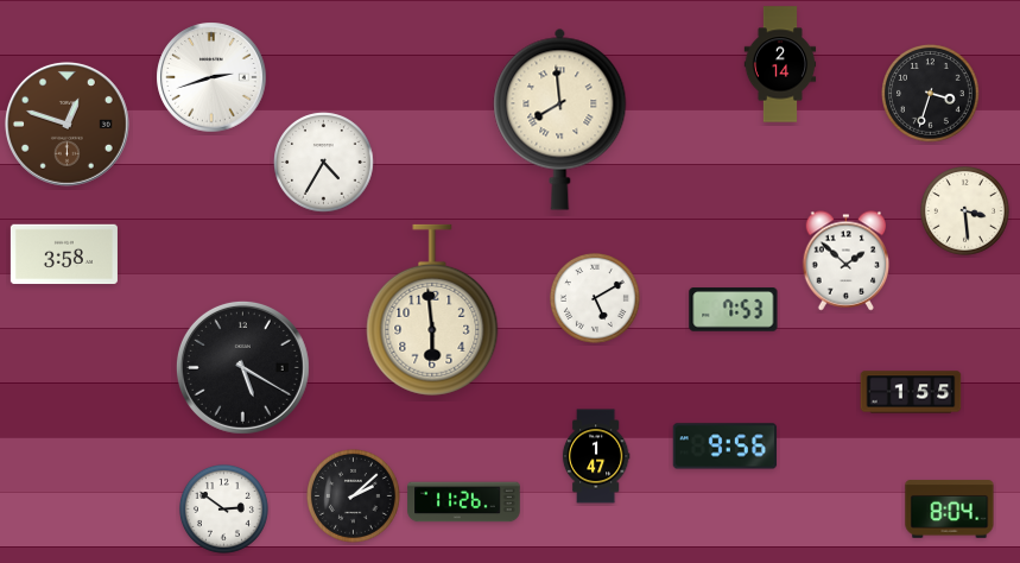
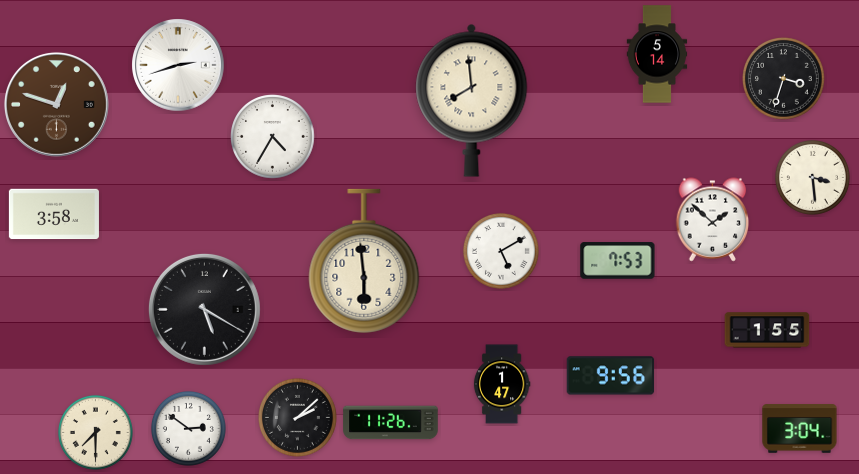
clock at (780, 64): 2:14 -> 5:14
clock at (950, 510): 8:04 -> 3:04
clock at (95, 432): none -> 7:30
